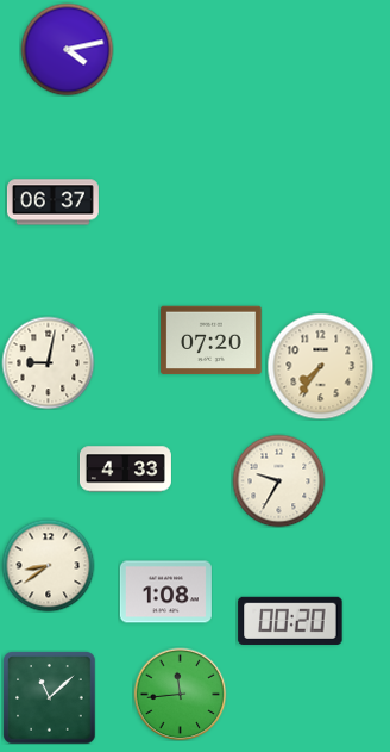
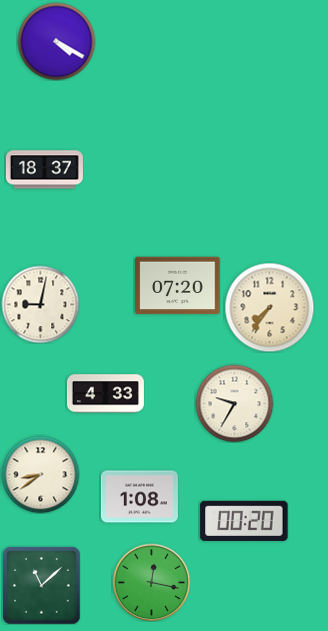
clock at (67, 49): 4:13 -> 4:20
clock at (52, 203): 06:37 -> 18:37
clock at (180, 694): 11:44 -> 12:17
